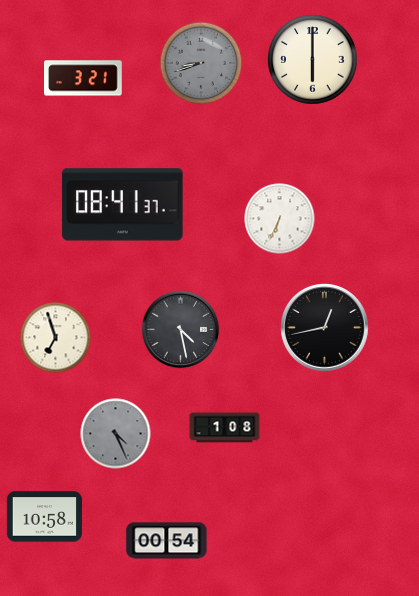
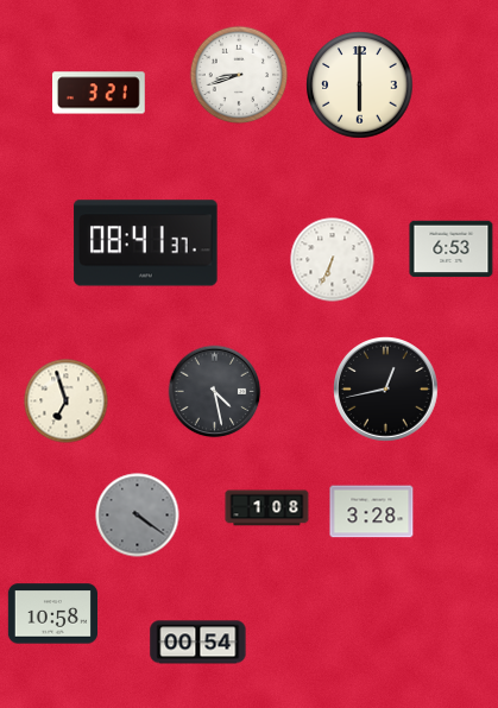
clock at (313, 60) position: (313, 60) -> (360, 86)
clock at (201, 63) dial: grey -> white
clock at (452, 249): none -> 6:53
clock at (372, 512): none -> 3:28
clock at (116, 434): 4:26 -> 4:21
